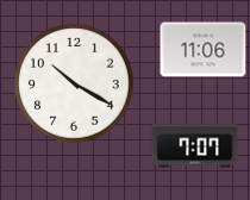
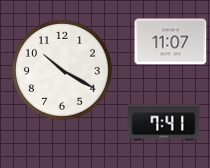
clock at (204, 50): 11:06 -> 11:07
clock at (195, 146): 7:07 -> 7:41
